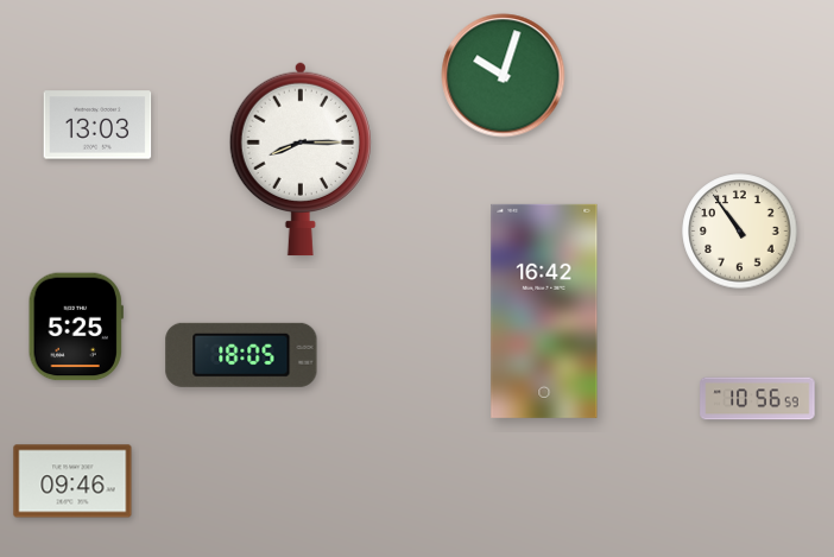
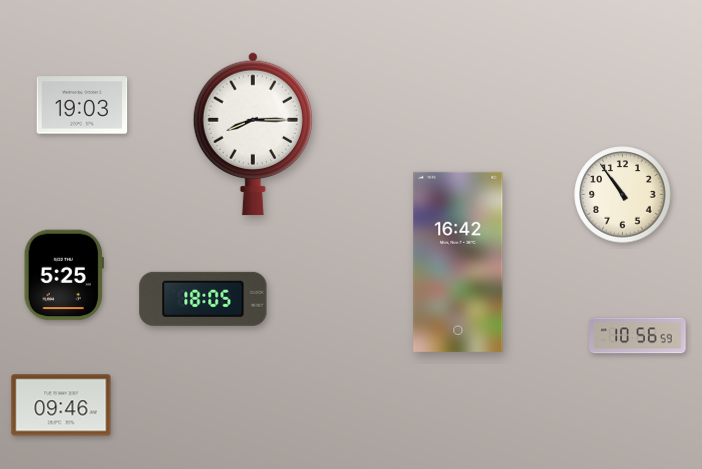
clock at (504, 76): 10:03 -> none
clock at (97, 125): 13:03 -> 19:03
